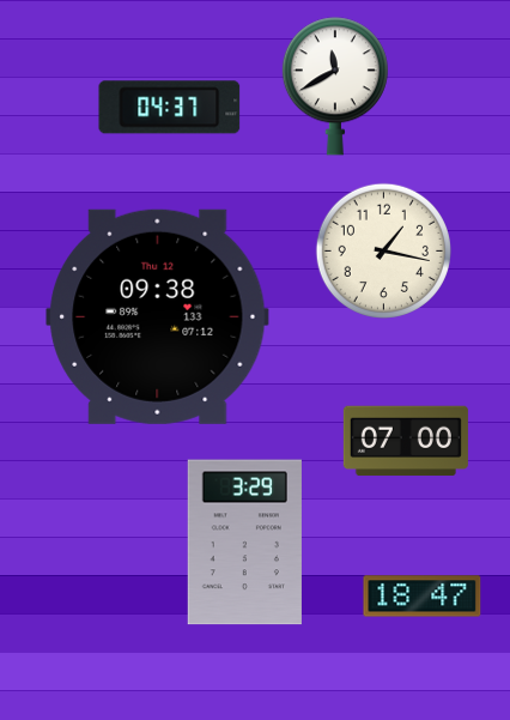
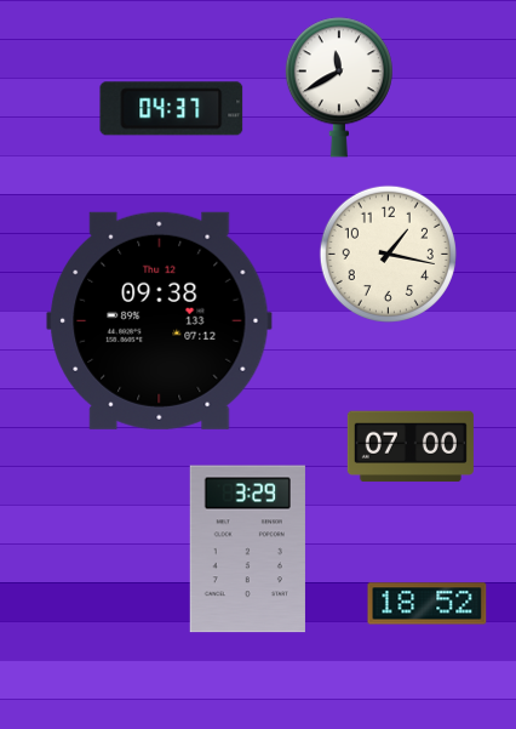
clock at (423, 597): 18:47 -> 18:52
